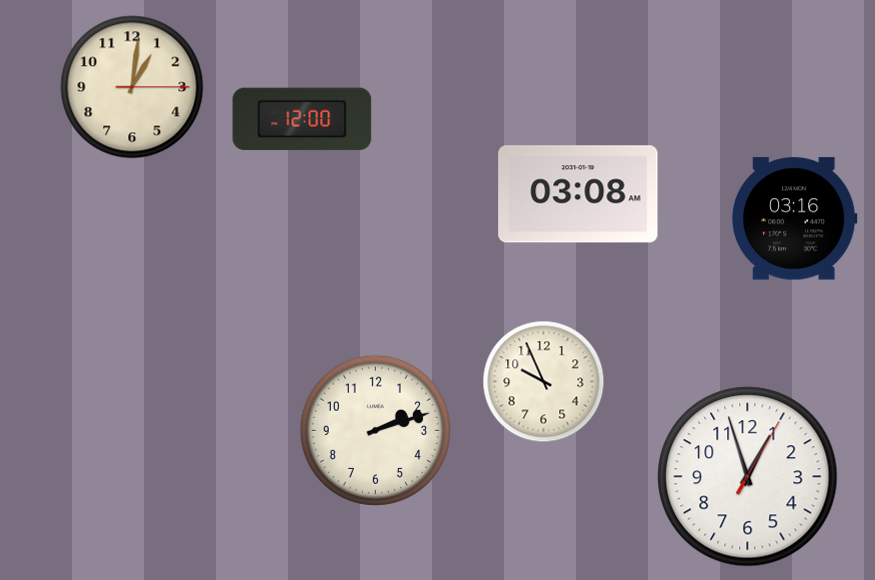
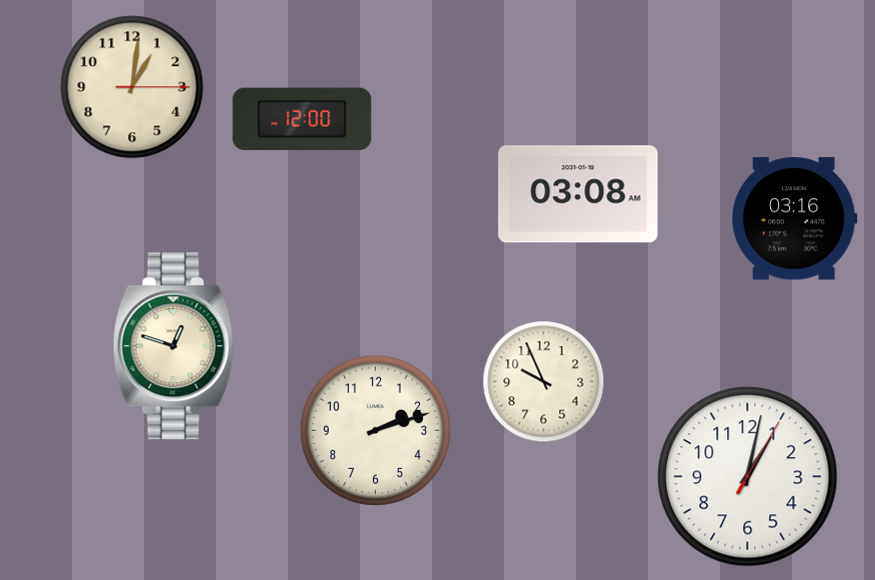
clock at (174, 346): none -> 12:48
clock at (748, 477): 12:57 -> 1:02
